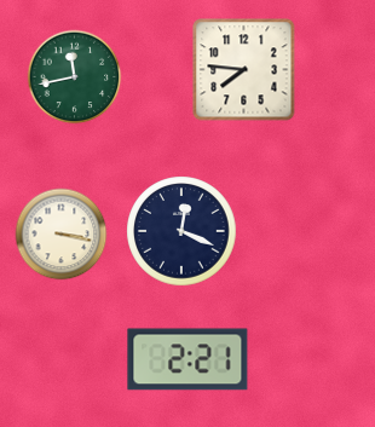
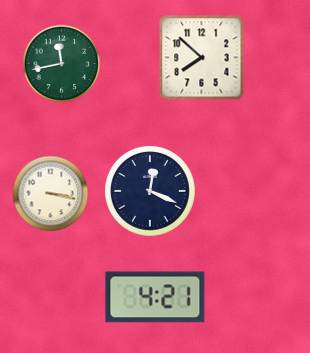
clock at (244, 70): 7:46 -> 7:52
clock at (187, 359): 2:21 -> 4:21
